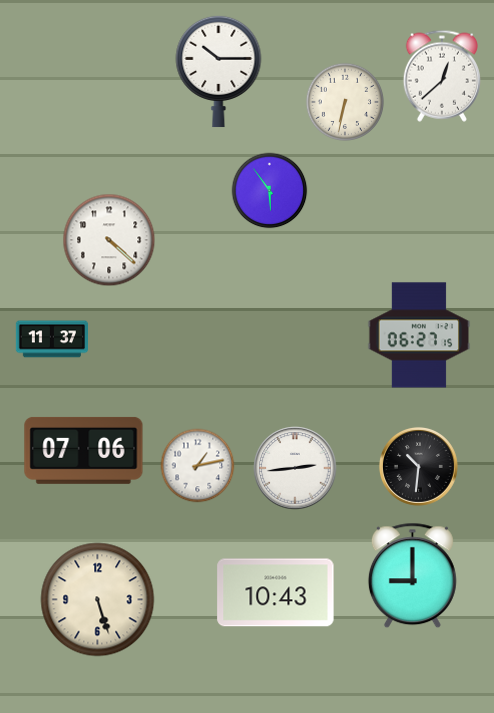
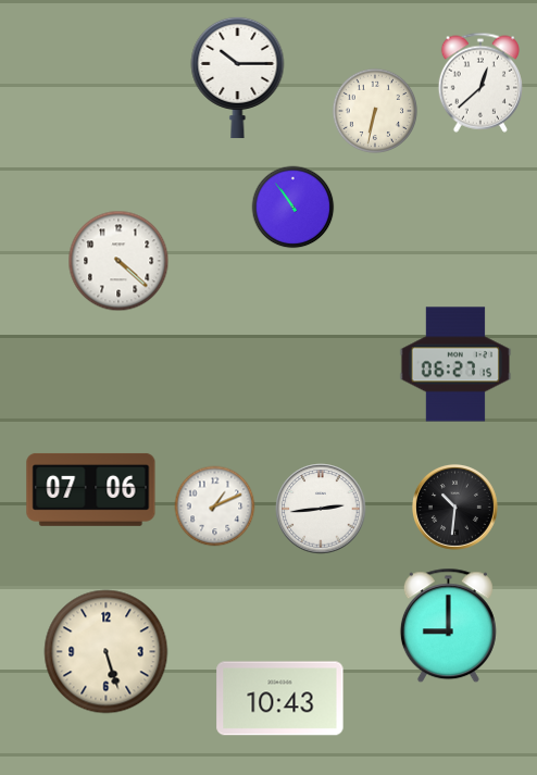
clock at (270, 191): 5:54 -> 10:54
clock at (51, 339): 11:37 -> none
clock at (198, 466): 1:13 -> 1:11
clock at (276, 593) position: (276, 593) -> (280, 699)
